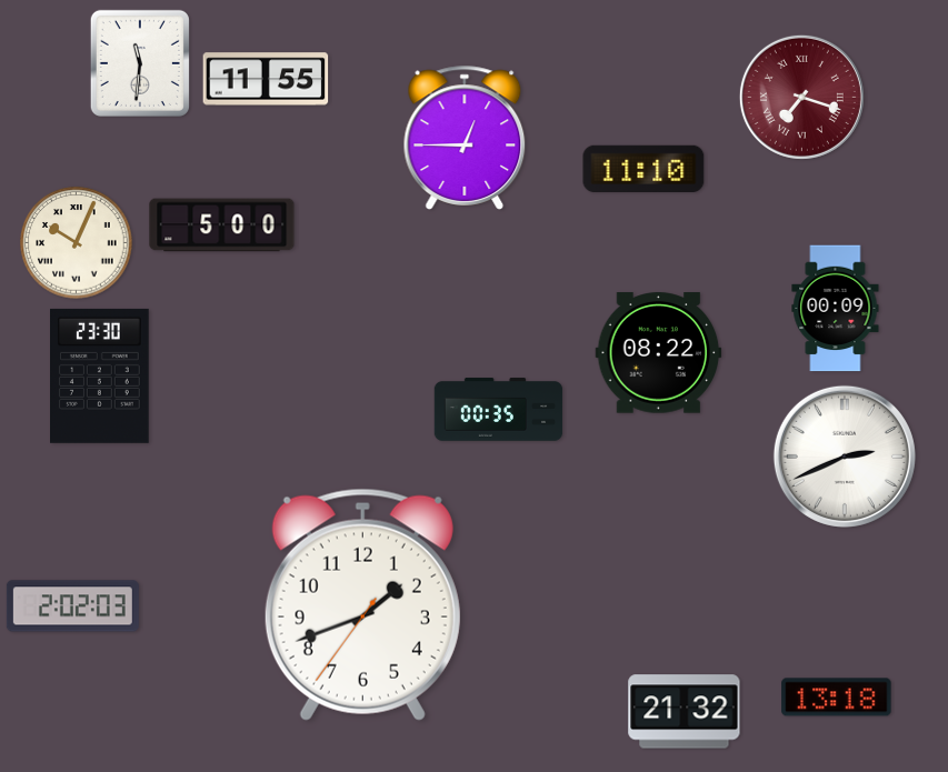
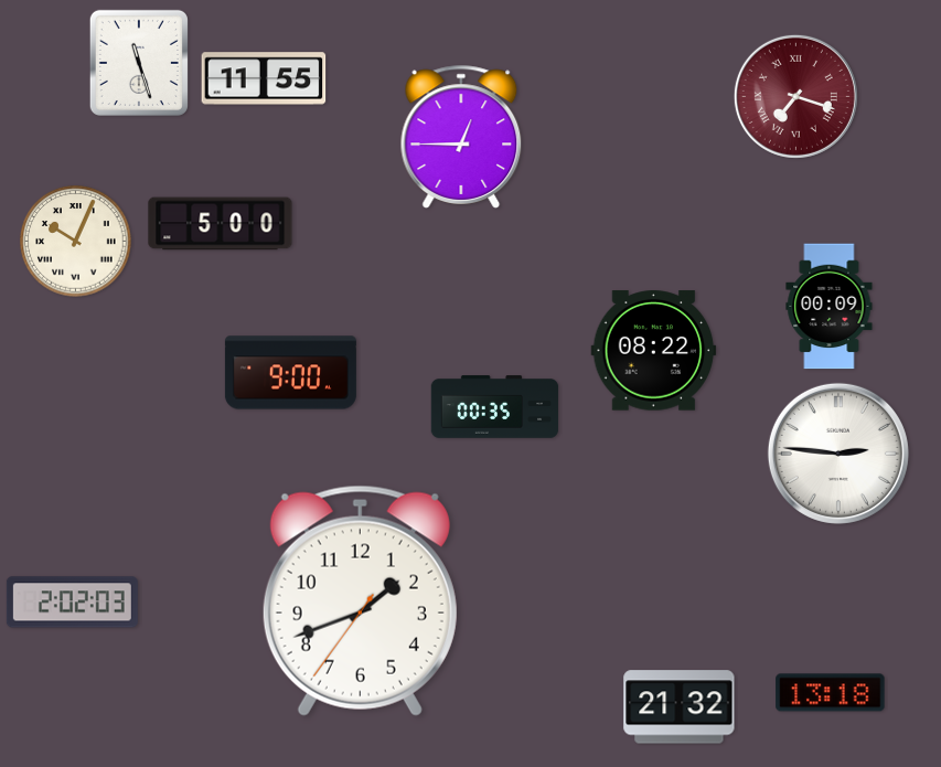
clock at (140, 63): 11:31 -> 11:27
clock at (643, 168): 11:10 -> none
clock at (100, 375): 23:30 -> none
clock at (290, 373): none -> 9:00
clock at (845, 457): 2:41 -> 2:46
